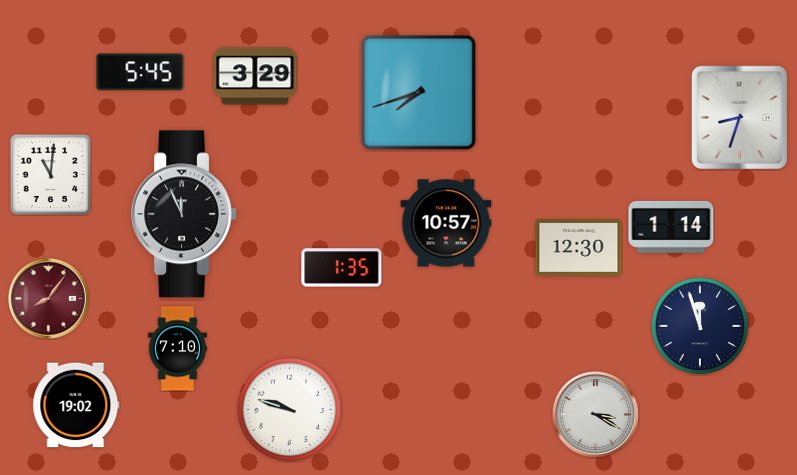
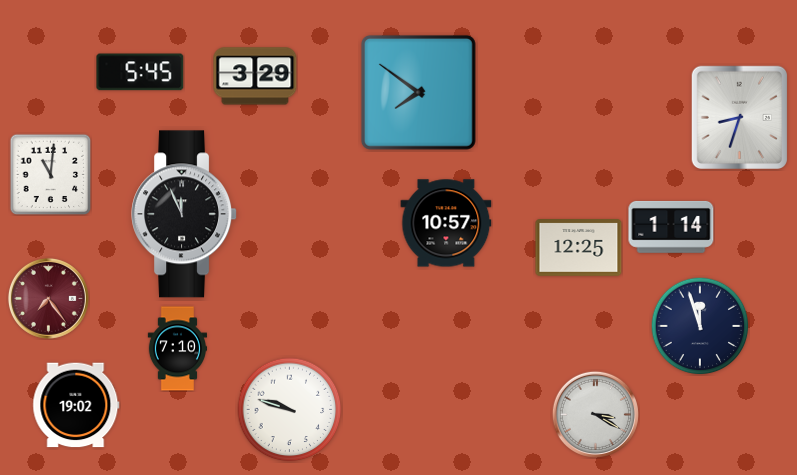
clock at (418, 92): 7:42 -> 7:51
clock at (579, 248): 12:30 -> 12:25
clock at (342, 268): 1:35 -> none
clock at (48, 298): 8:06 -> 7:24
